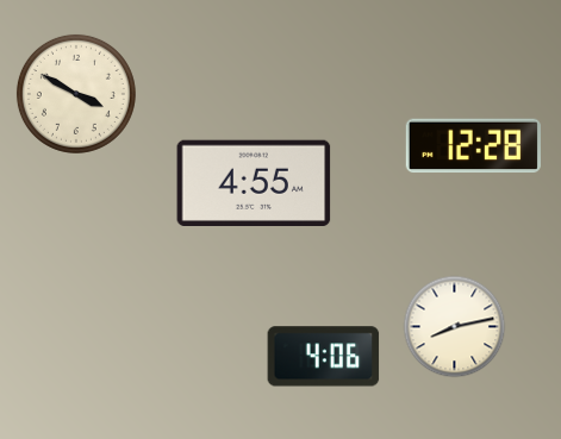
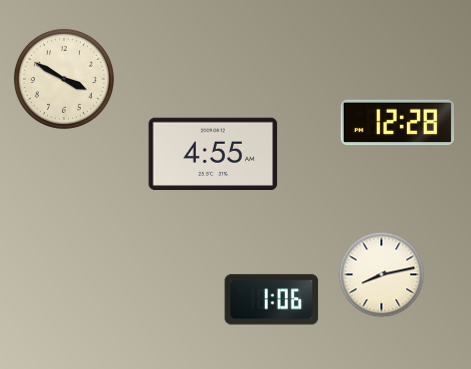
clock at (324, 357): 4:06 -> 1:06
